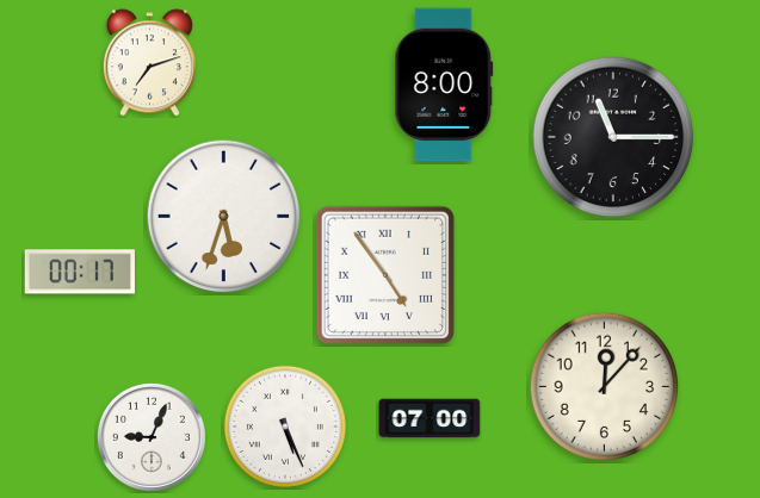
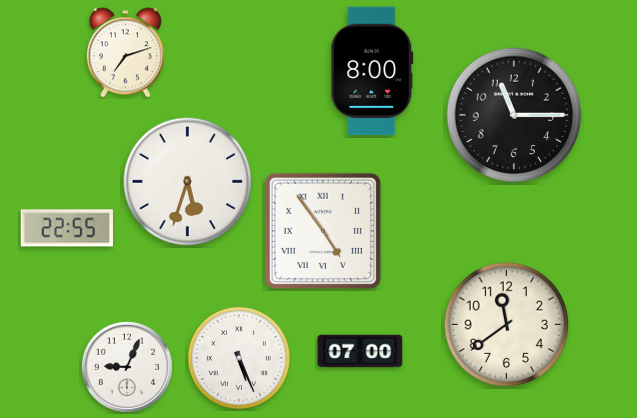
clock at (79, 272): 00:17 -> 22:55
clock at (605, 387): 12:07 -> 11:39
